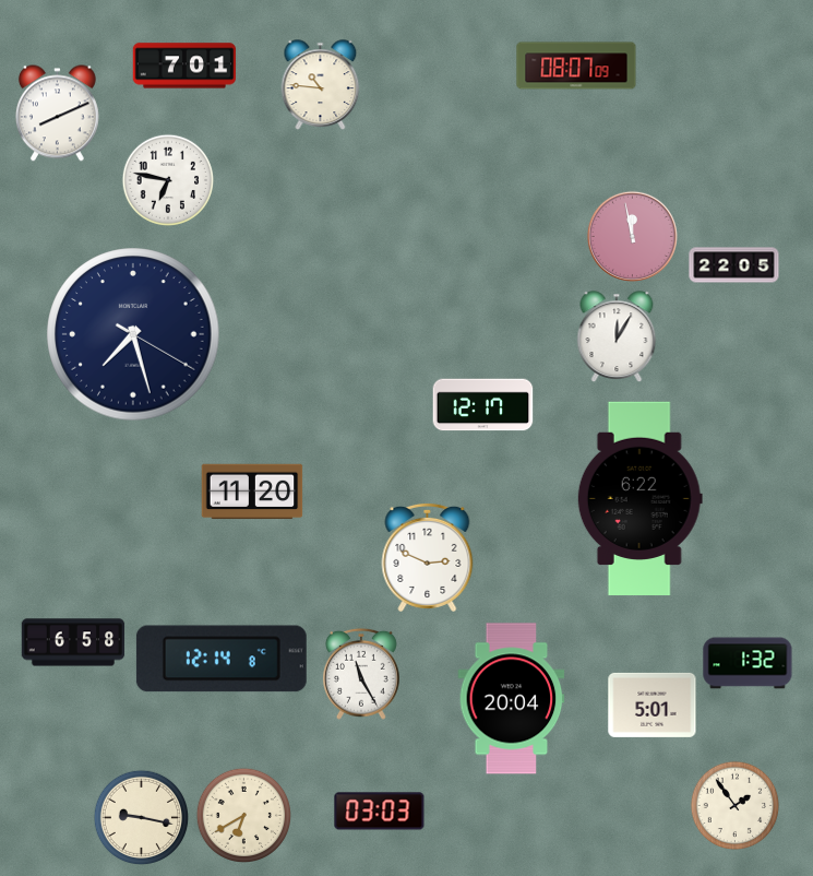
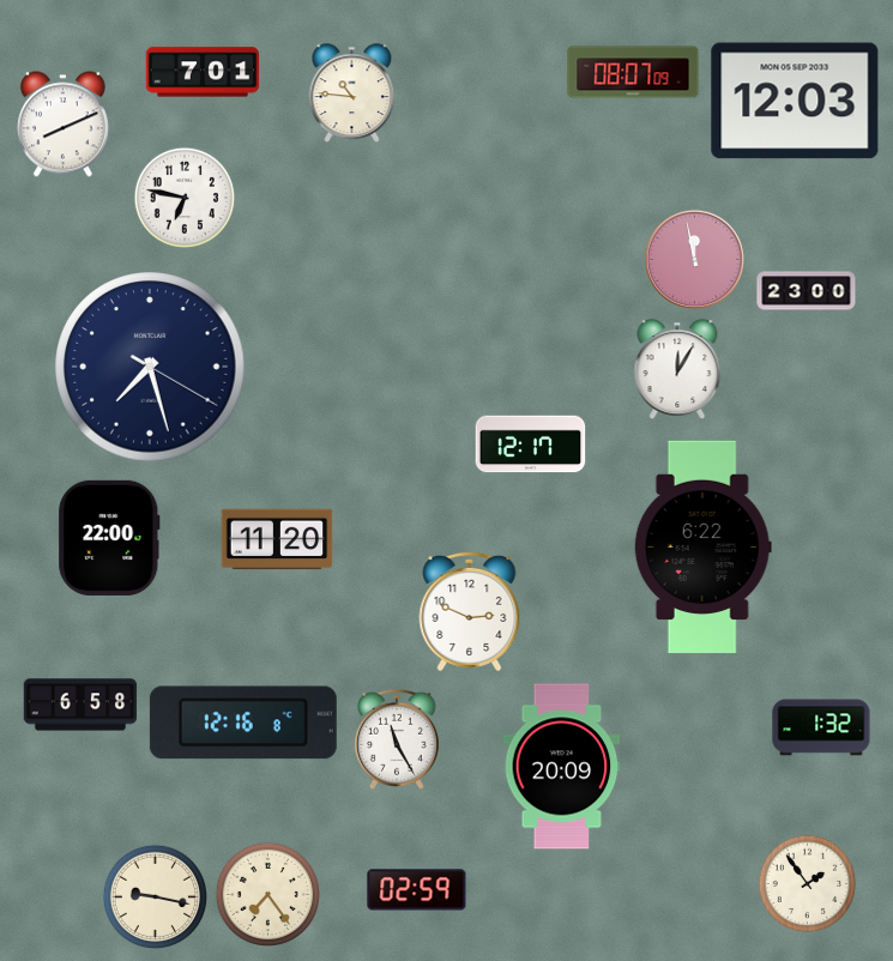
clock at (795, 101): none -> 12:03
clock at (734, 265): 22:05 -> 23:00
clock at (133, 334) position: (133, 334) -> (150, 367)
clock at (109, 538): none -> 22:00
clock at (222, 659): 12:14 -> 12:16
clock at (512, 699): 20:04 -> 20:09
clock at (653, 705): 5:01 -> none
clock at (380, 812): 03:03 -> 02:59
clock at (243, 815): 6:40 -> 7:24
